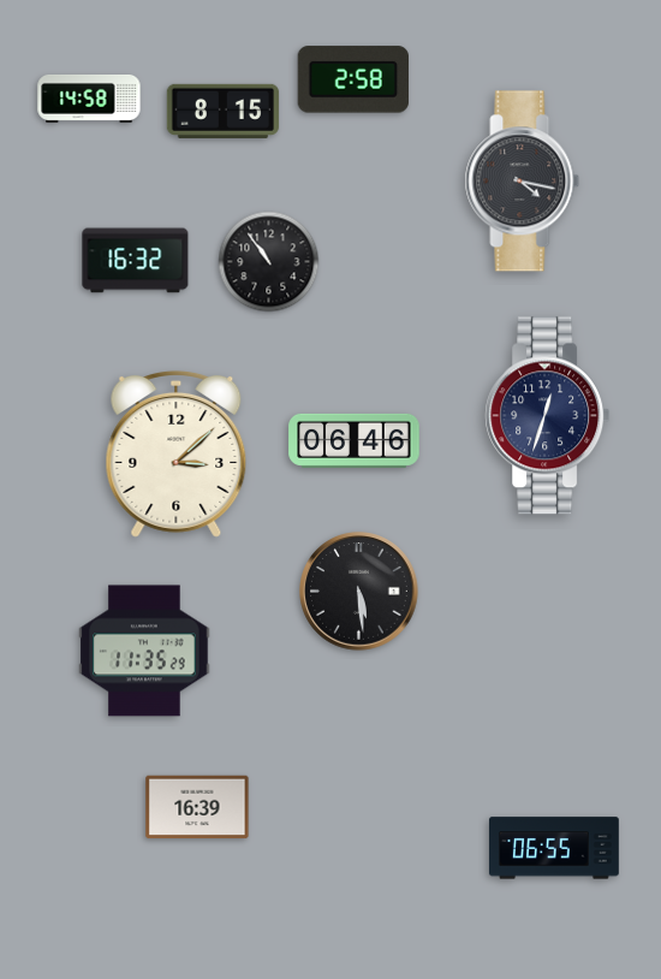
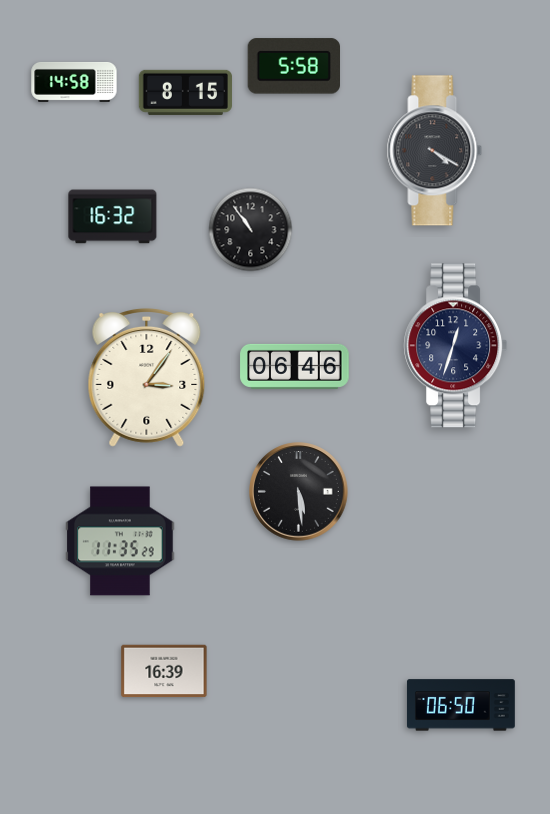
clock at (352, 79): 2:58 -> 5:58
clock at (523, 182): 4:17 -> 4:20
clock at (269, 262) position: (269, 262) -> (251, 230)
clock at (177, 453): 3:08 -> 3:06
clock at (554, 848): 06:55 -> 06:50
